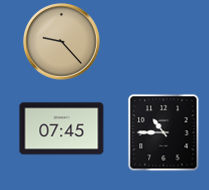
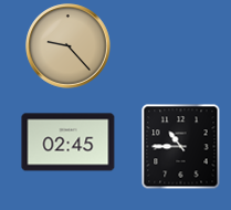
clock at (62, 129): 07:45 -> 02:45
